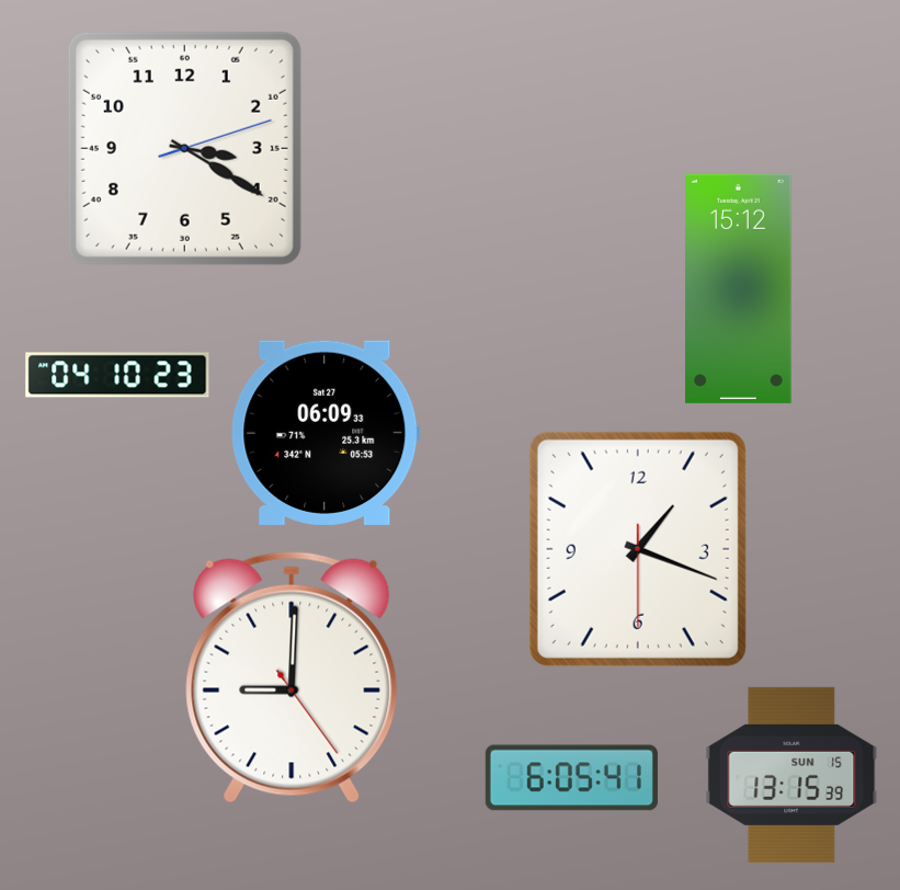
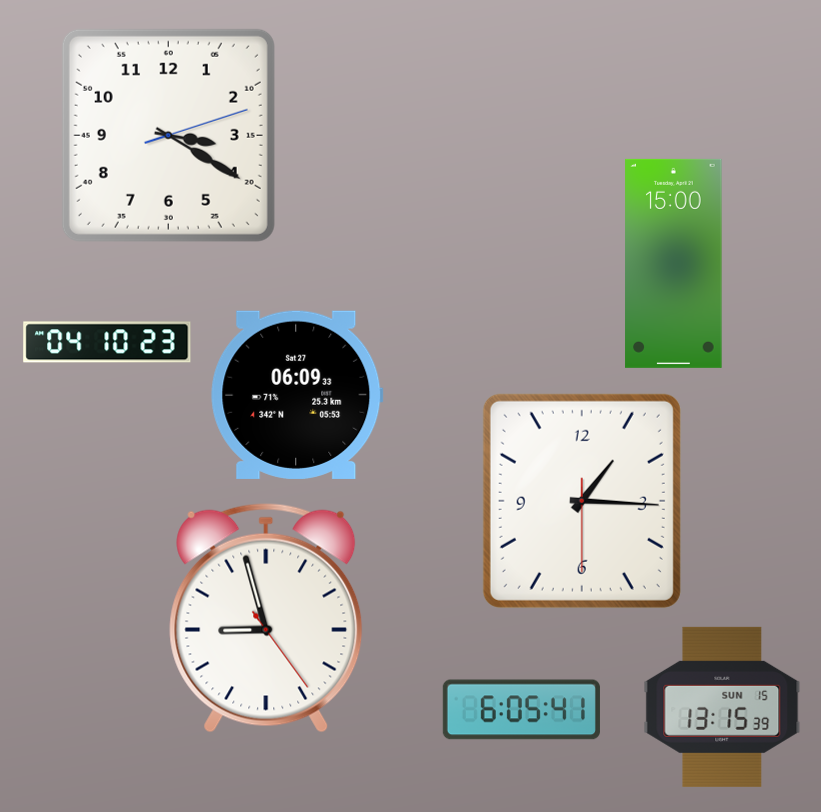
clock at (739, 288): 15:12 -> 15:00
clock at (638, 549): 1:18 -> 1:15
clock at (292, 677): 9:00 -> 8:57
